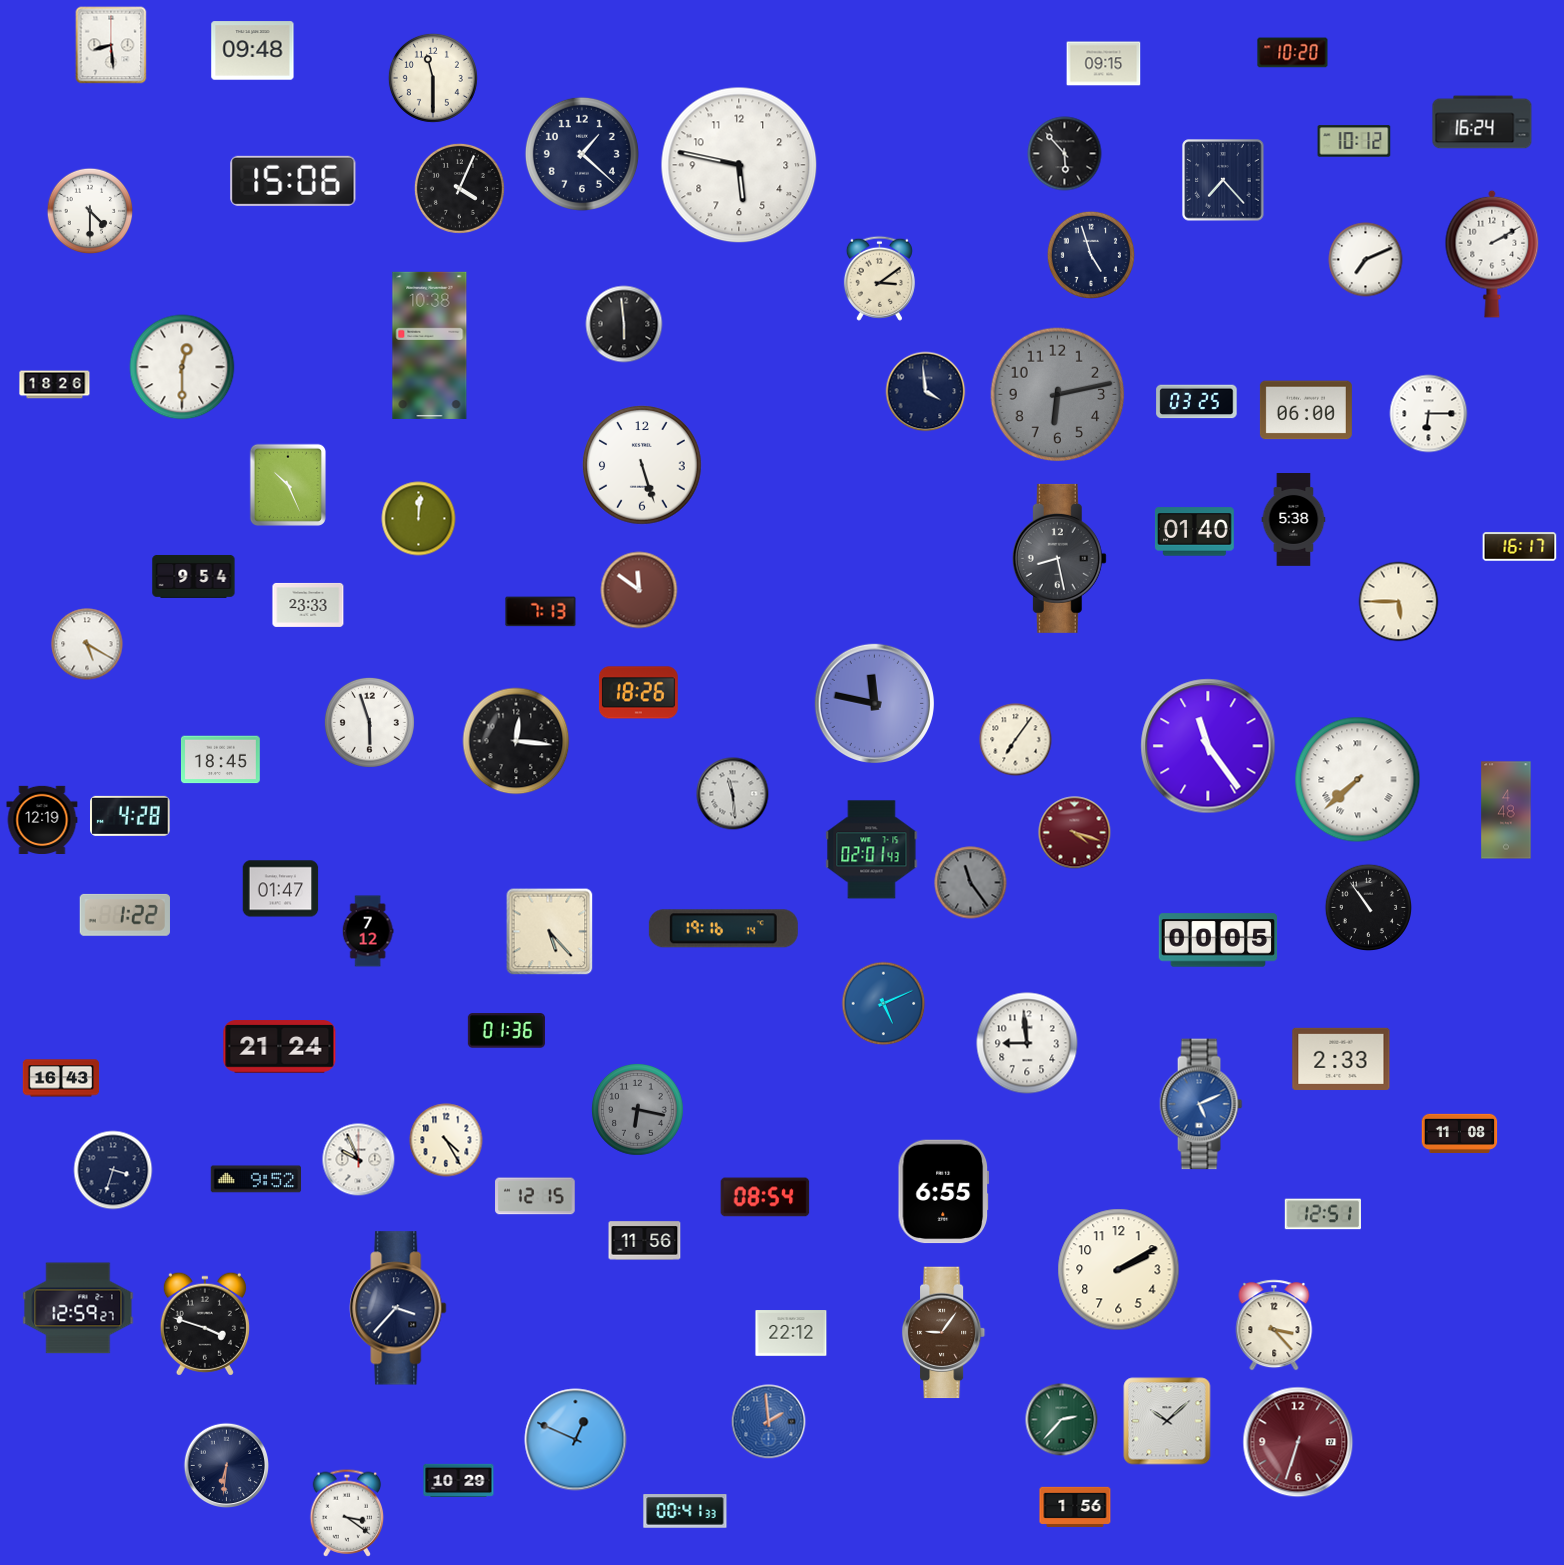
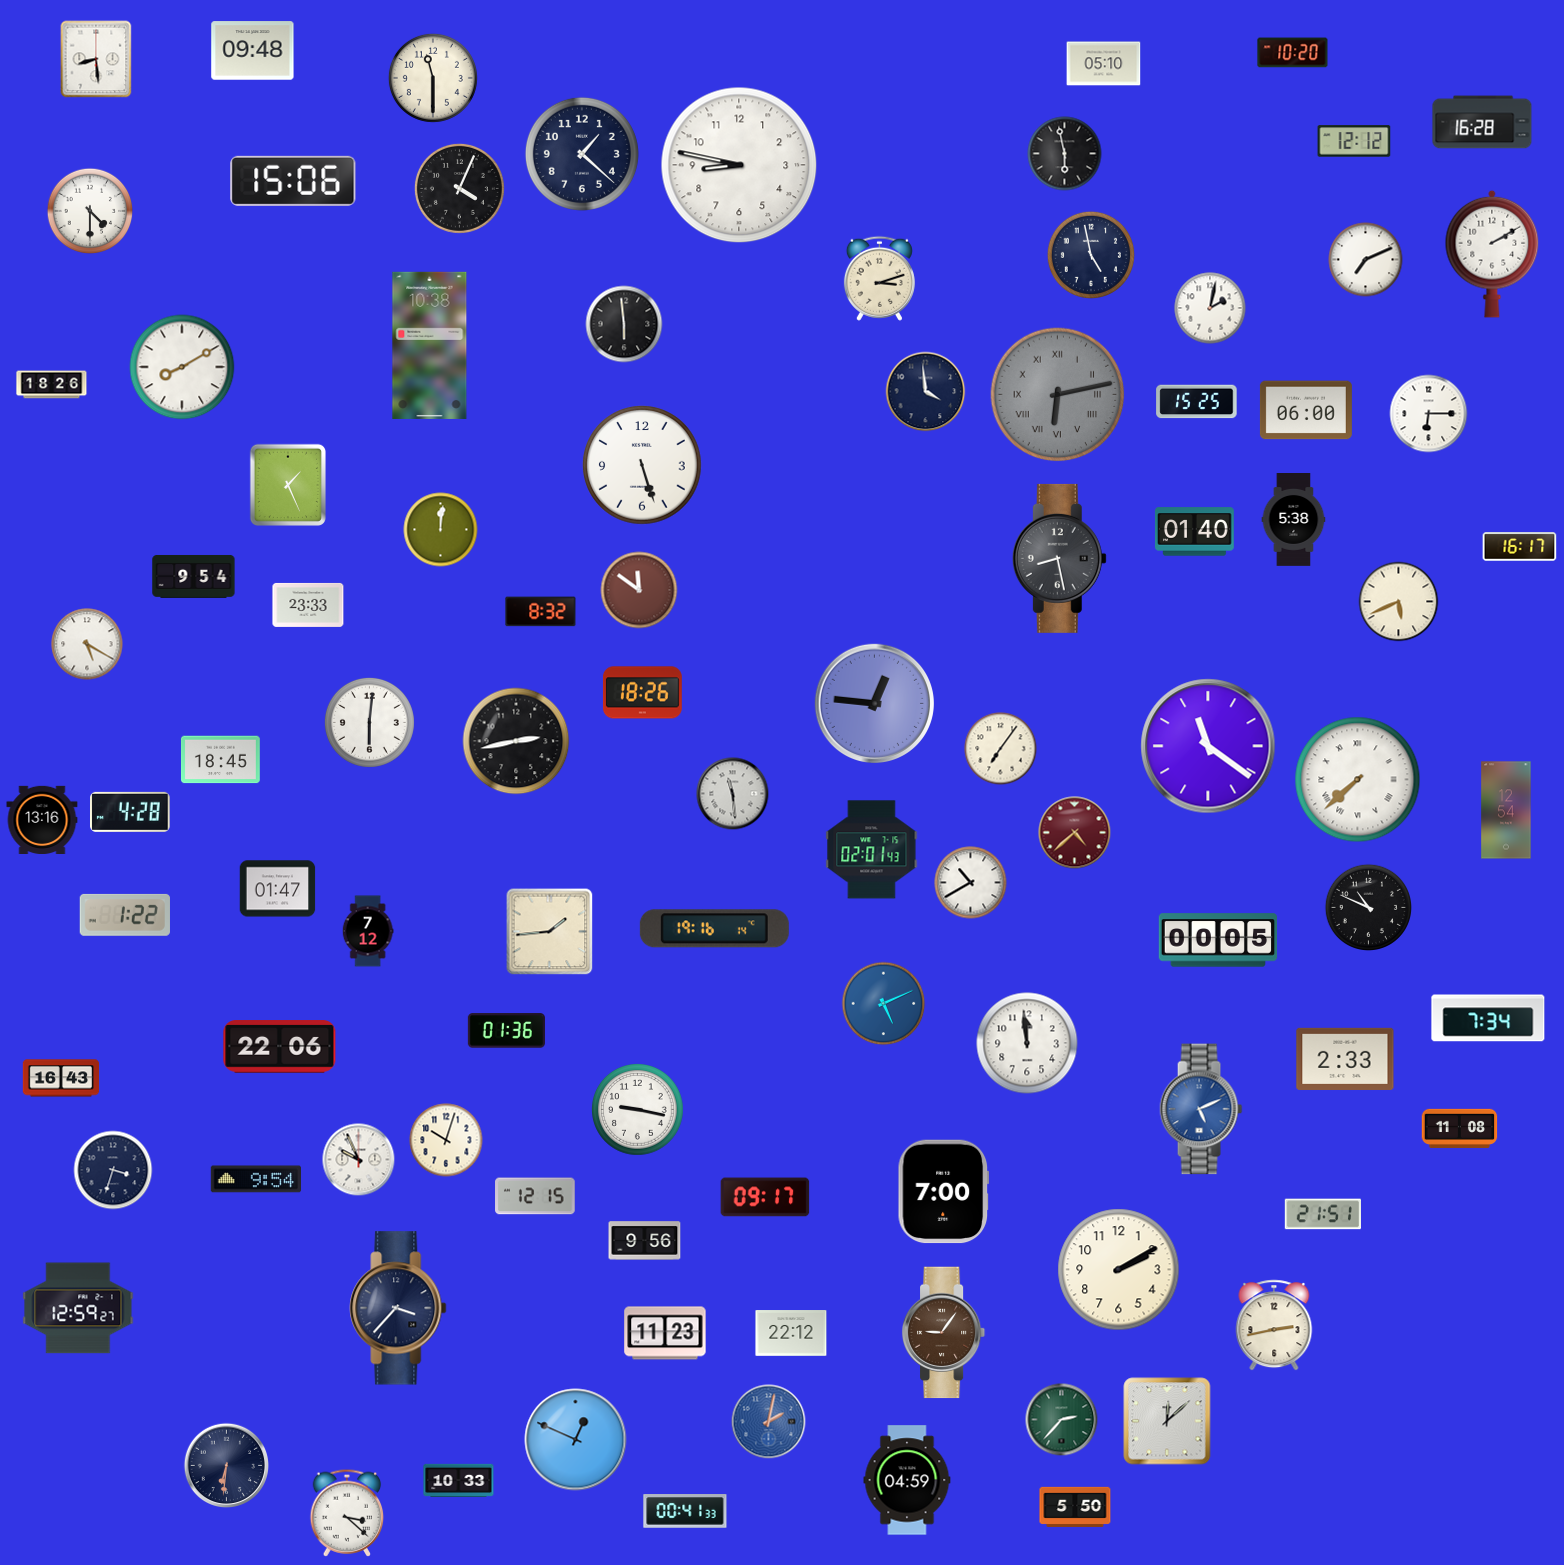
clock at (111, 45) position: (111, 45) -> (96, 59)
clock at (1104, 64): 09:15 -> 05:10
clock at (1482, 122): 16:24 -> 16:28
clock at (1354, 141): 10:12 -> 12:12
clock at (1065, 154): 5:53 -> 5:58
clock at (739, 165): 5:47 -> 8:47
clock at (1223, 180): 7:23 -> none
clock at (1091, 255): 4:57 -> 4:58
clock at (879, 278): 3:09 -> 3:12
clock at (1210, 308): none -> 2:02
clock at (182, 367): 12:30 -> 8:10
clock at (55, 385) position: (55, 385) -> (52, 385)
clock at (1058, 395) numerals: Arabic -> Roman
clock at (1197, 402): 03:25 -> 15:25
clock at (287, 484): 10:26 -> 1:26
clock at (419, 519) position: (419, 519) -> (441, 530)
clock at (1399, 602): 5:45 -> 5:41
clock at (541, 612): 7:13 -> 8:32
clock at (638, 693) position: (638, 693) -> (642, 693)
clock at (874, 703): 11:47 -> 12:46
clock at (369, 722): 5:57 -> 6:01
clock at (1016, 740) position: (1016, 740) -> (1001, 749)
clock at (516, 741): 12:16 -> 2:43
clock at (1208, 746): 11:24 -> 11:21
clock at (1506, 810): 4:48 -> 12:54
clock at (131, 816) position: (131, 816) -> (131, 812)
clock at (42, 819): 12:19 -> 13:16
clock at (1075, 833): 4:18 -> 4:38
clock at (971, 883): 11:24 -> 10:40
clock at (971, 883) dial: grey -> white
clock at (281, 889) position: (281, 889) -> (278, 889)
clock at (1368, 907): 10:54 -> 10:49
clock at (723, 929) position: (723, 929) -> (714, 929)
clock at (550, 932): 5:23 -> 1:44
clock at (1488, 1018): none -> 7:34
clock at (1027, 1043): 8:59 -> 11:59
clock at (280, 1047): 21:24 -> 22:06
clock at (1341, 1059) position: (1341, 1059) -> (1345, 1059)
clock at (1201, 1104) position: (1201, 1104) -> (1201, 1109)
clock at (638, 1110): 6:17 -> 9:17
clock at (638, 1110) dial: grey -> white
clock at (1460, 1133) position: (1460, 1133) -> (1460, 1128)
clock at (446, 1140): 4:25 -> 10:03
clock at (255, 1179): 9:52 -> 9:54
clock at (943, 1192): 6:55 -> 7:00
clock at (765, 1197): 08:54 -> 09:17
clock at (1322, 1214): 12:51 -> 21:51
clock at (645, 1241): 11:56 -> 9:56
clock at (205, 1324): 3:48 -> none
clock at (1274, 1325): 3:23 -> 2:43
clock at (665, 1333): none -> 11:23
clock at (1167, 1421): 10:08 -> 12:08
clock at (769, 1422): 1:59 -> 2:02
clock at (1298, 1442): 6:33 -> none
clock at (459, 1480): 10:29 -> 10:33
clock at (907, 1480): none -> 04:59
clock at (1075, 1507): 1:56 -> 5:50
clock at (347, 1513): 3:21 -> 3:22
